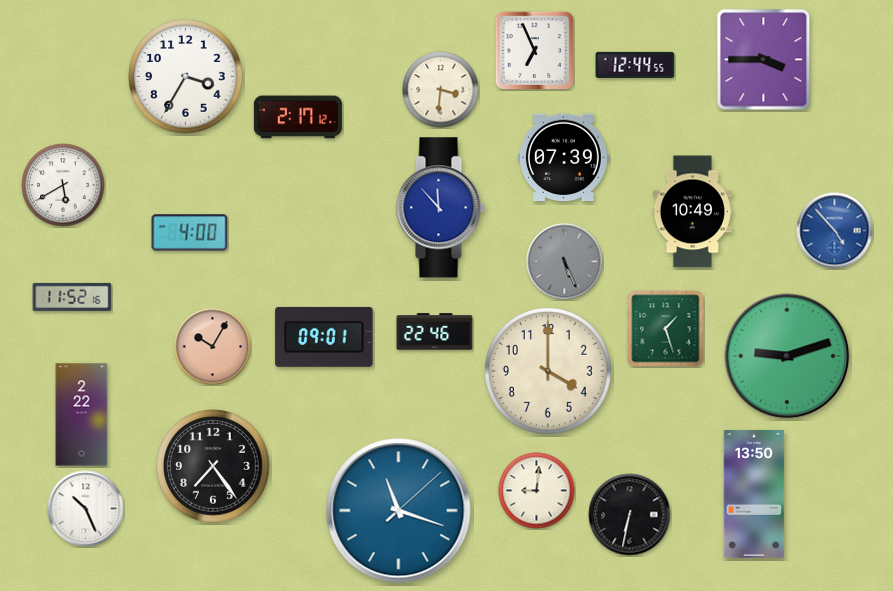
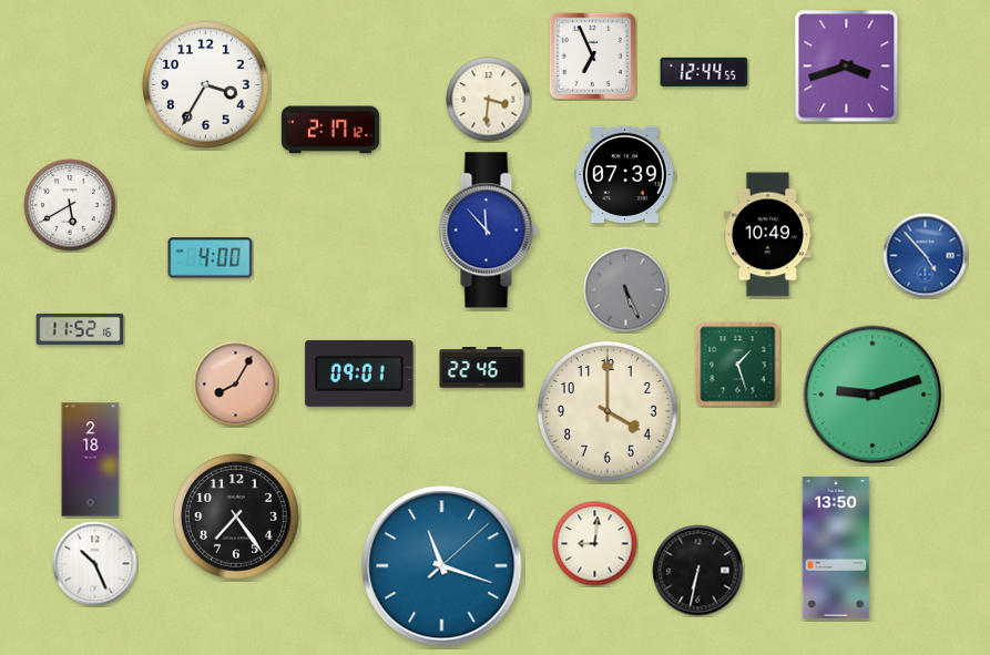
clock at (764, 60): 3:45 -> 3:42
clock at (213, 347): 10:05 -> 8:05
clock at (82, 415): 2:22 -> 2:18
